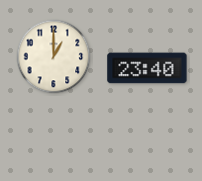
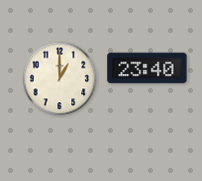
clock at (54, 57) position: (54, 57) -> (60, 79)
